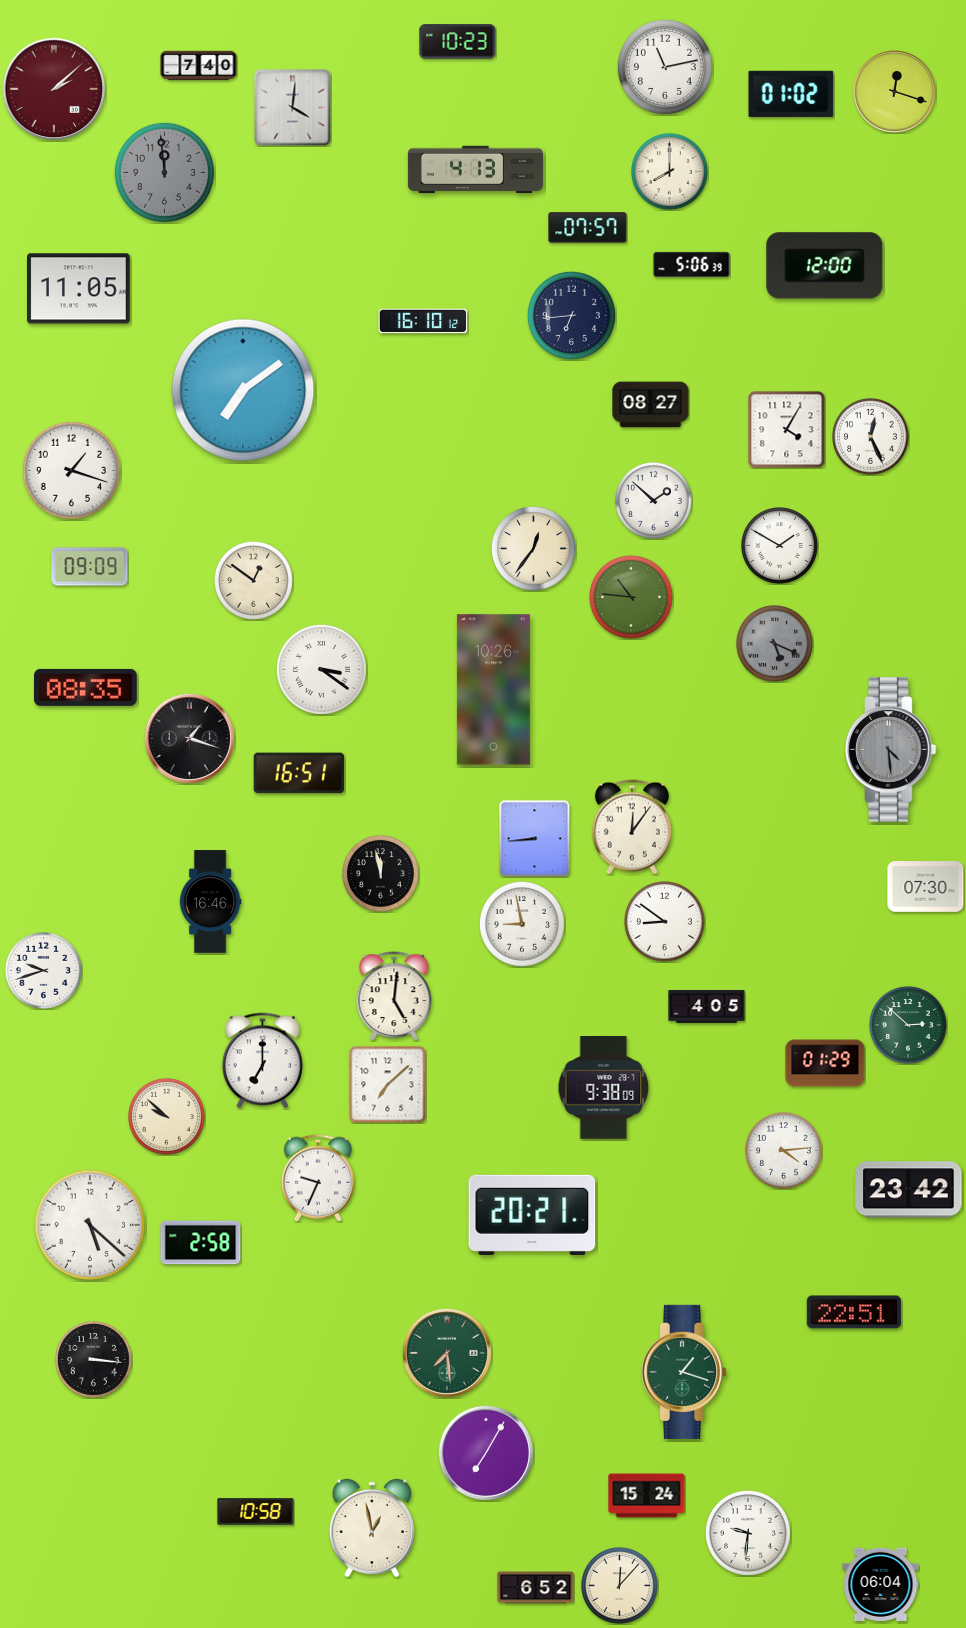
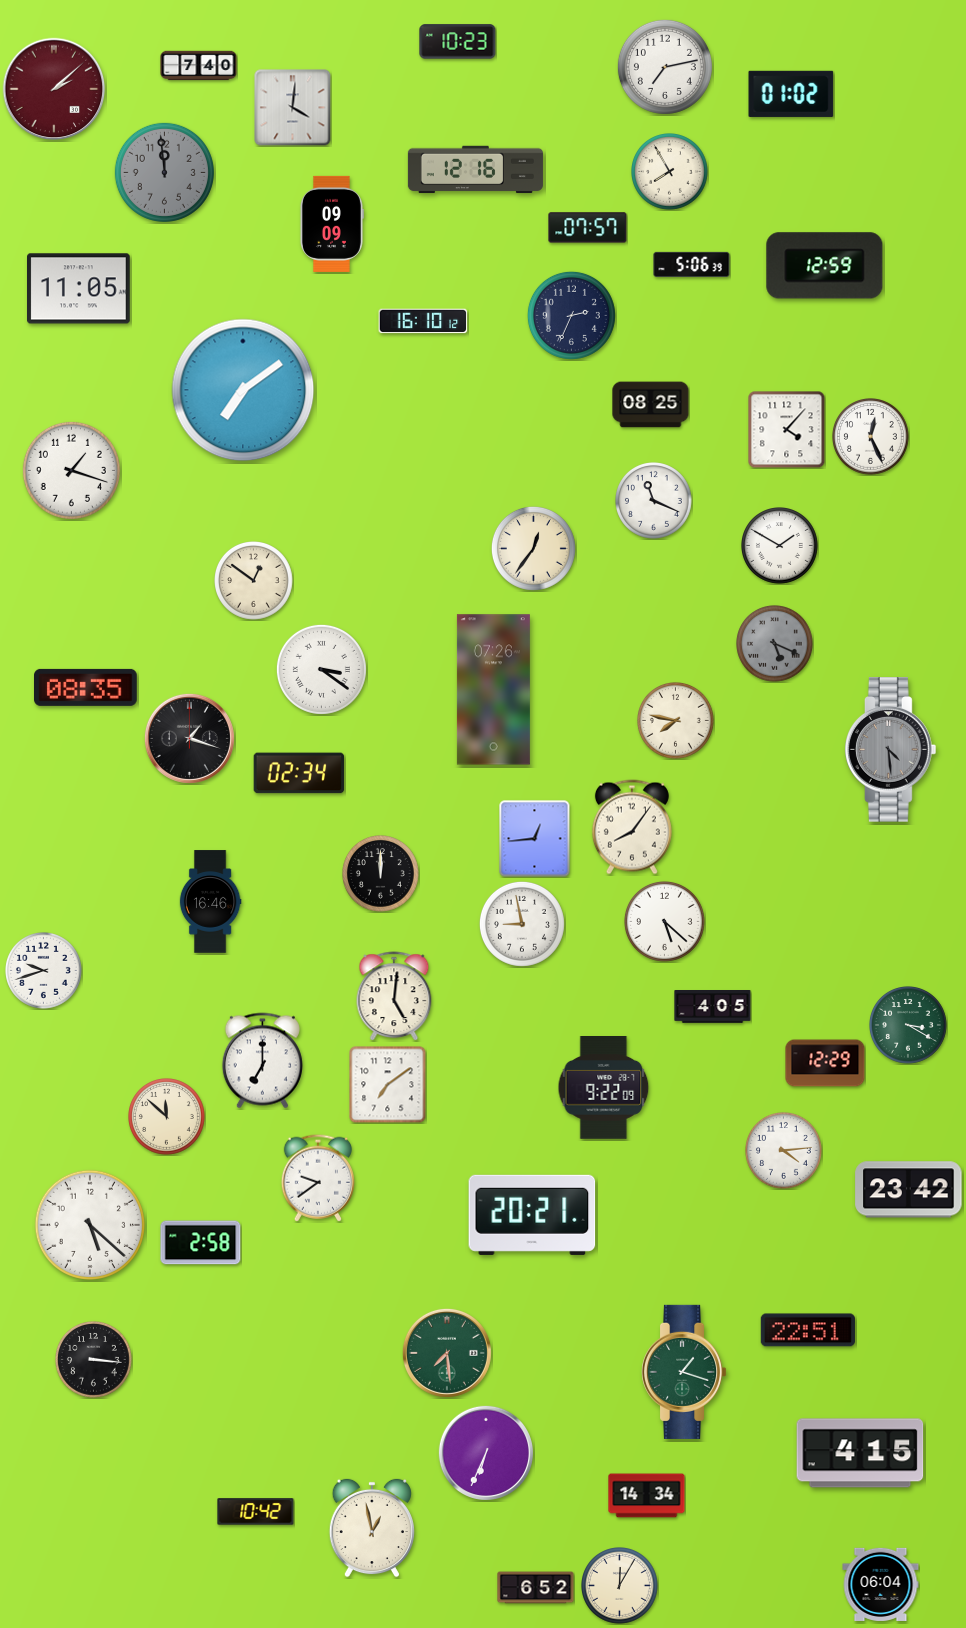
clock at (665, 67): 11:13 -> 7:13
clock at (895, 92): 12:18 -> none
clock at (475, 170): 4:13 -> 12:16
clock at (670, 172): 8:00 -> 7:55
clock at (331, 224): none -> 09:09
clock at (825, 266): 12:00 -> 12:59
clock at (571, 315): 6:44 -> 2:34
clock at (651, 405): 08:27 -> 08:25
clock at (786, 429): 4:05 -> 4:07
clock at (654, 501): 1:52 -> 11:19
clock at (90, 567): 09:09 -> none
clock at (631, 597): 10:46 -> none
clock at (493, 690): 10:26 -> 07:26
clock at (676, 721): none -> 7:47
clock at (299, 773): 16:51 -> 02:34
clock at (632, 827): 12:06 -> 8:06
clock at (535, 839): 8:44 -> 12:44
clock at (381, 874): 11:58 -> 12:00
clock at (926, 887): 07:30 -> none
clock at (664, 921): 8:51 -> 5:22
clock at (707, 1007) position: (707, 1007) -> (713, 1007)
clock at (909, 1026): 2:52 -> 3:20
clock at (825, 1063): 01:29 -> 12:29
clock at (387, 1084): 7:08 -> 7:09
clock at (604, 1088): 9:38 -> 9:22
clock at (167, 1117): 9:52 -> 11:52
clock at (318, 1178): 9:34 -> 9:39
clock at (854, 1312) position: (854, 1312) -> (808, 1330)
clock at (486, 1453): 7:05 -> 6:34
clock at (860, 1453): none -> 4:15
clock at (647, 1496): 15:24 -> 14:34
clock at (256, 1512): 10:58 -> 10:42
clock at (748, 1533): 9:31 -> none
clock at (620, 1586): 12:07 -> 12:05
